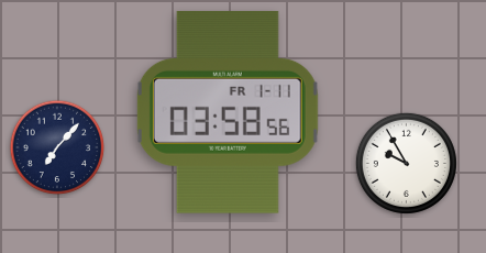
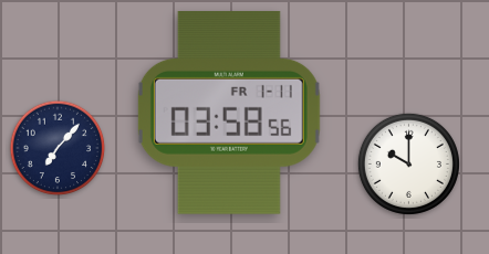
clock at (406, 163): 9:55 -> 10:00
